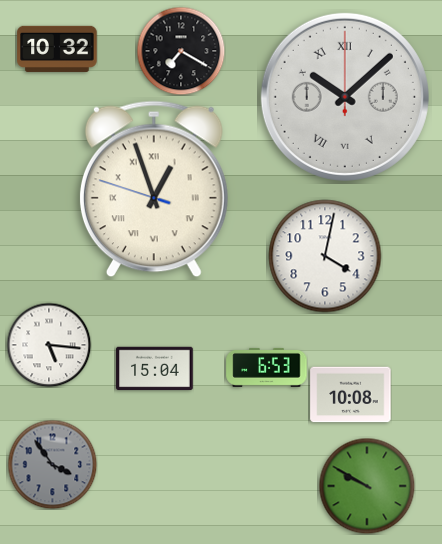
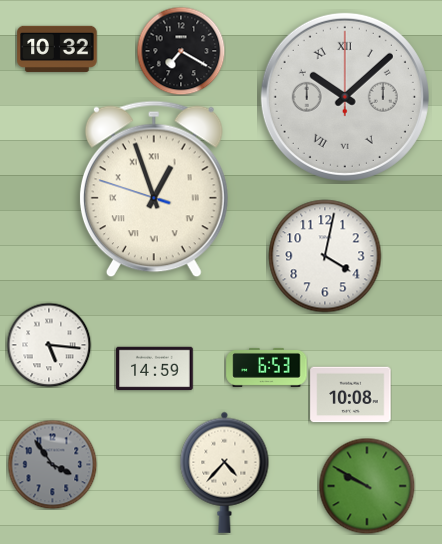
clock at (155, 369): 15:04 -> 14:59
clock at (225, 472): none -> 4:37
